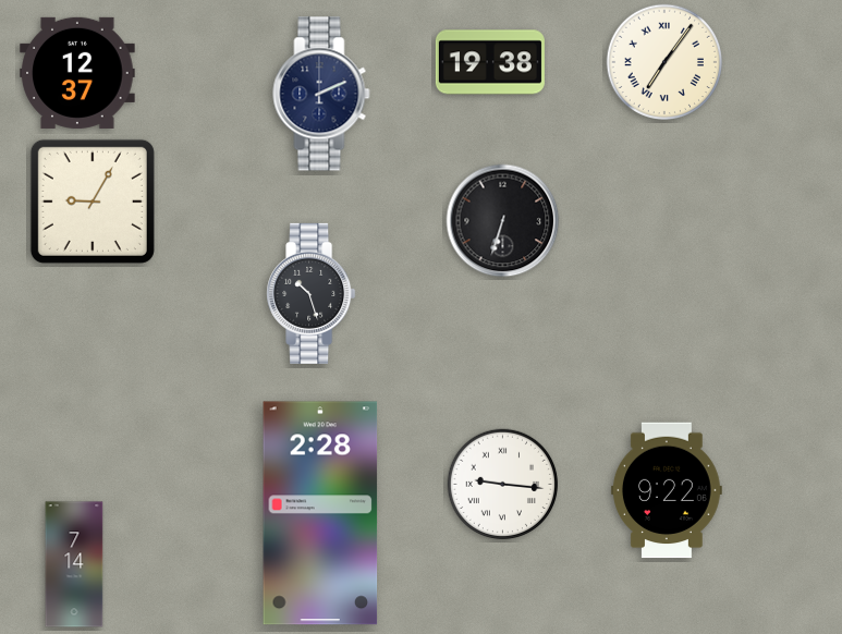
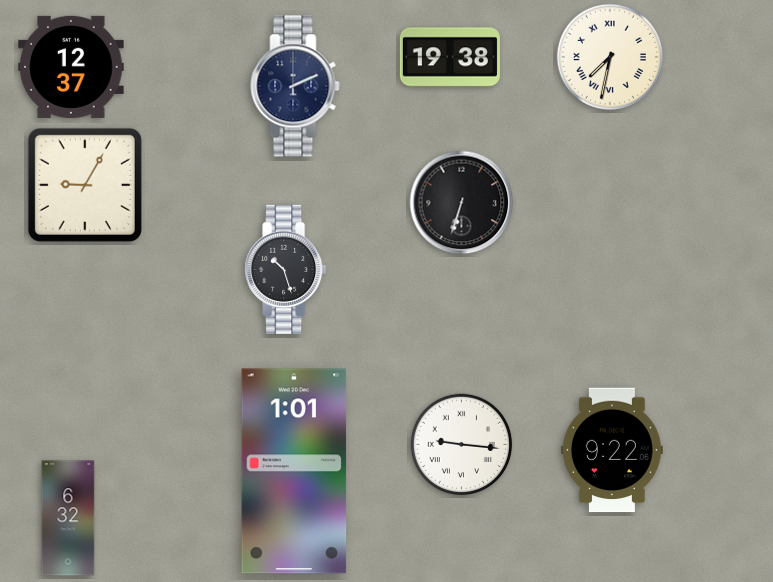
clock at (663, 61): 7:06 -> 7:32
clock at (320, 513): 2:28 -> 1:01
clock at (74, 564): 7:14 -> 6:32
